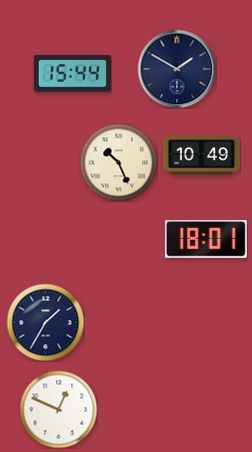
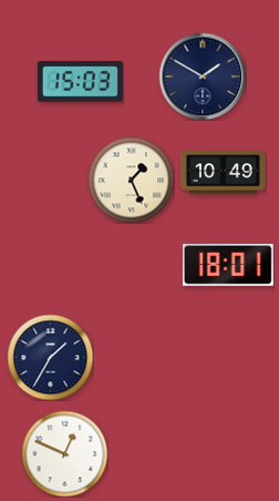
clock at (177, 69) position: (177, 69) -> (203, 76)
clock at (72, 74): 15:44 -> 15:03
clock at (118, 162): 10:26 -> 1:26
